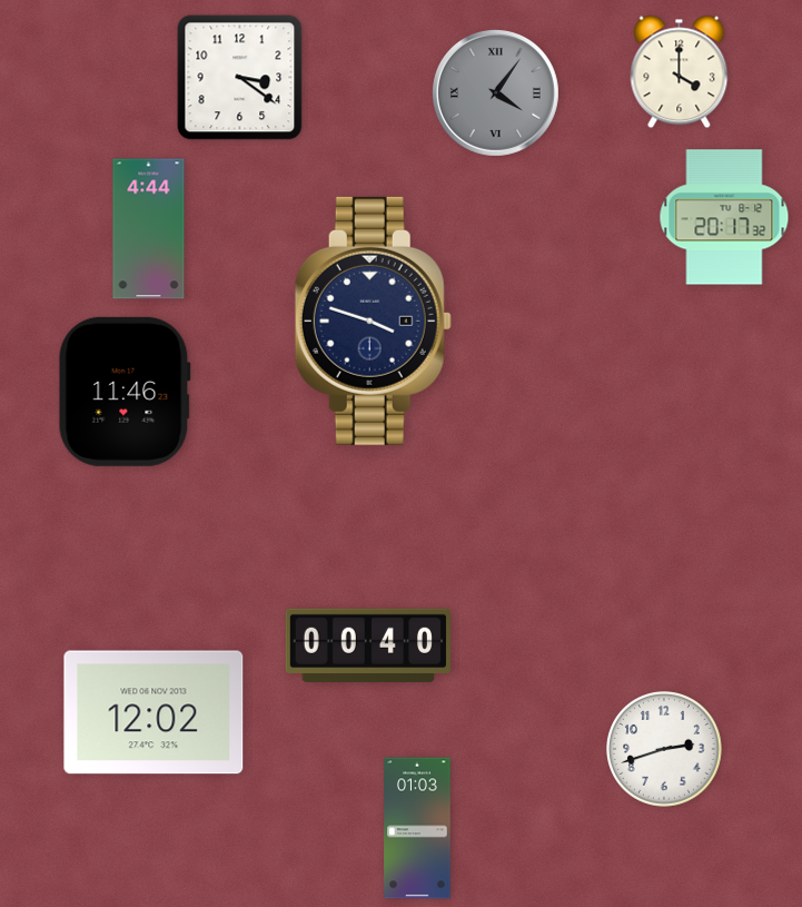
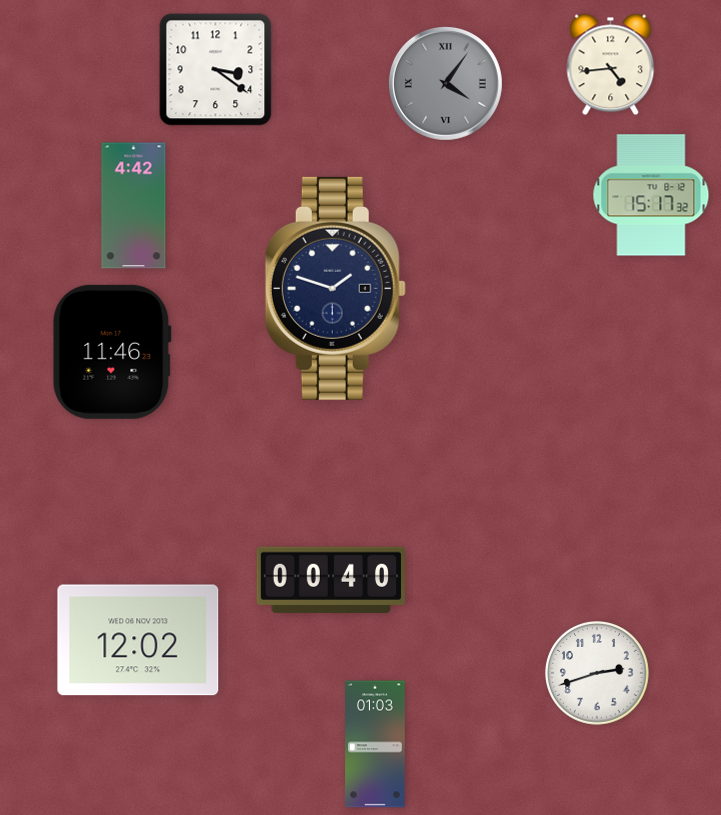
clock at (680, 72): 4:00 -> 4:44
clock at (724, 217): 20:17 -> 15:17
clock at (149, 229): 4:44 -> 4:42
clock at (373, 321): 3:48 -> 1:48
